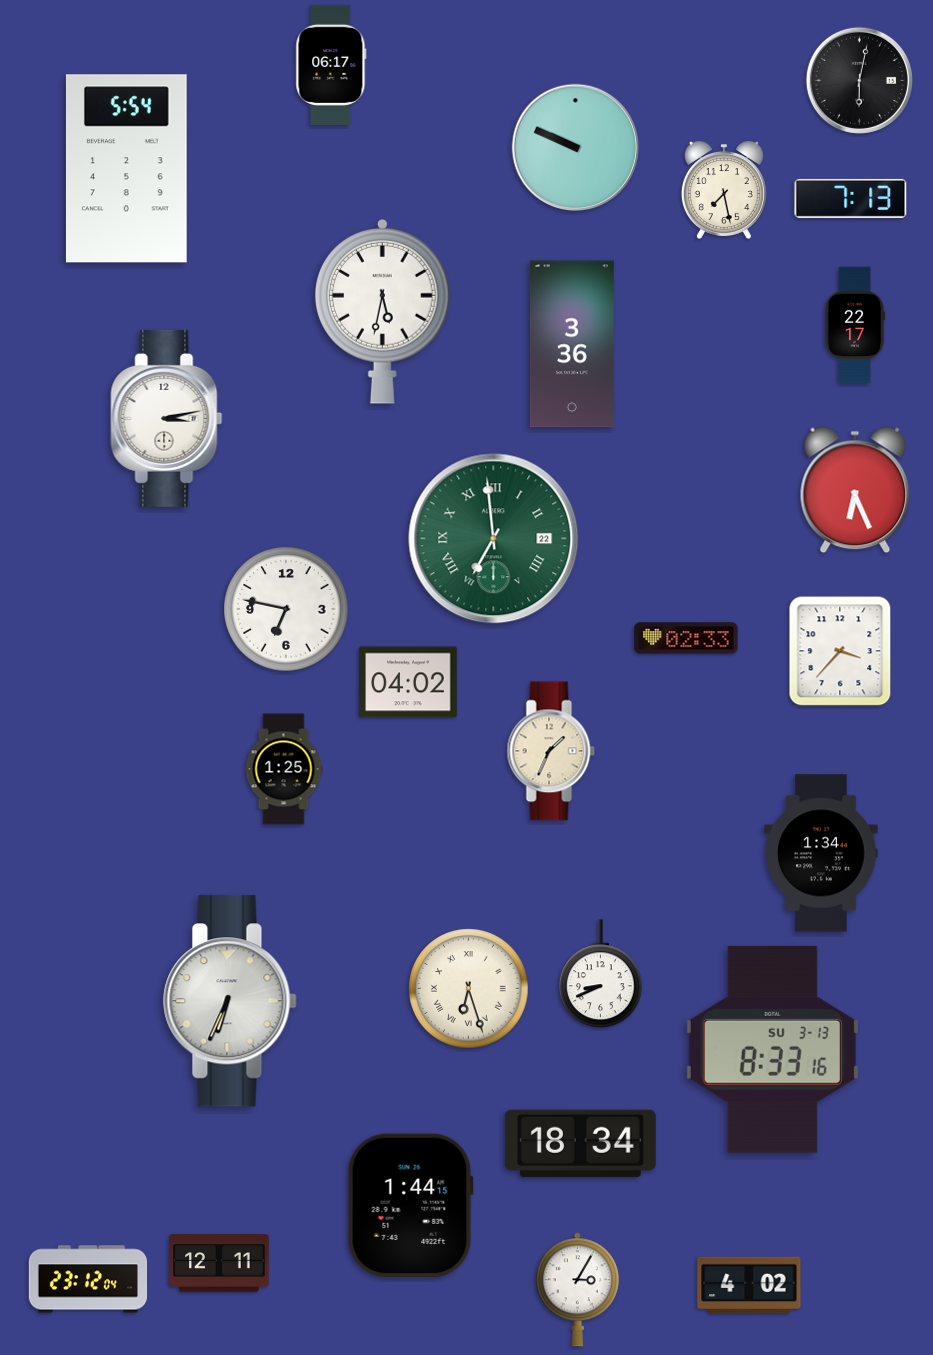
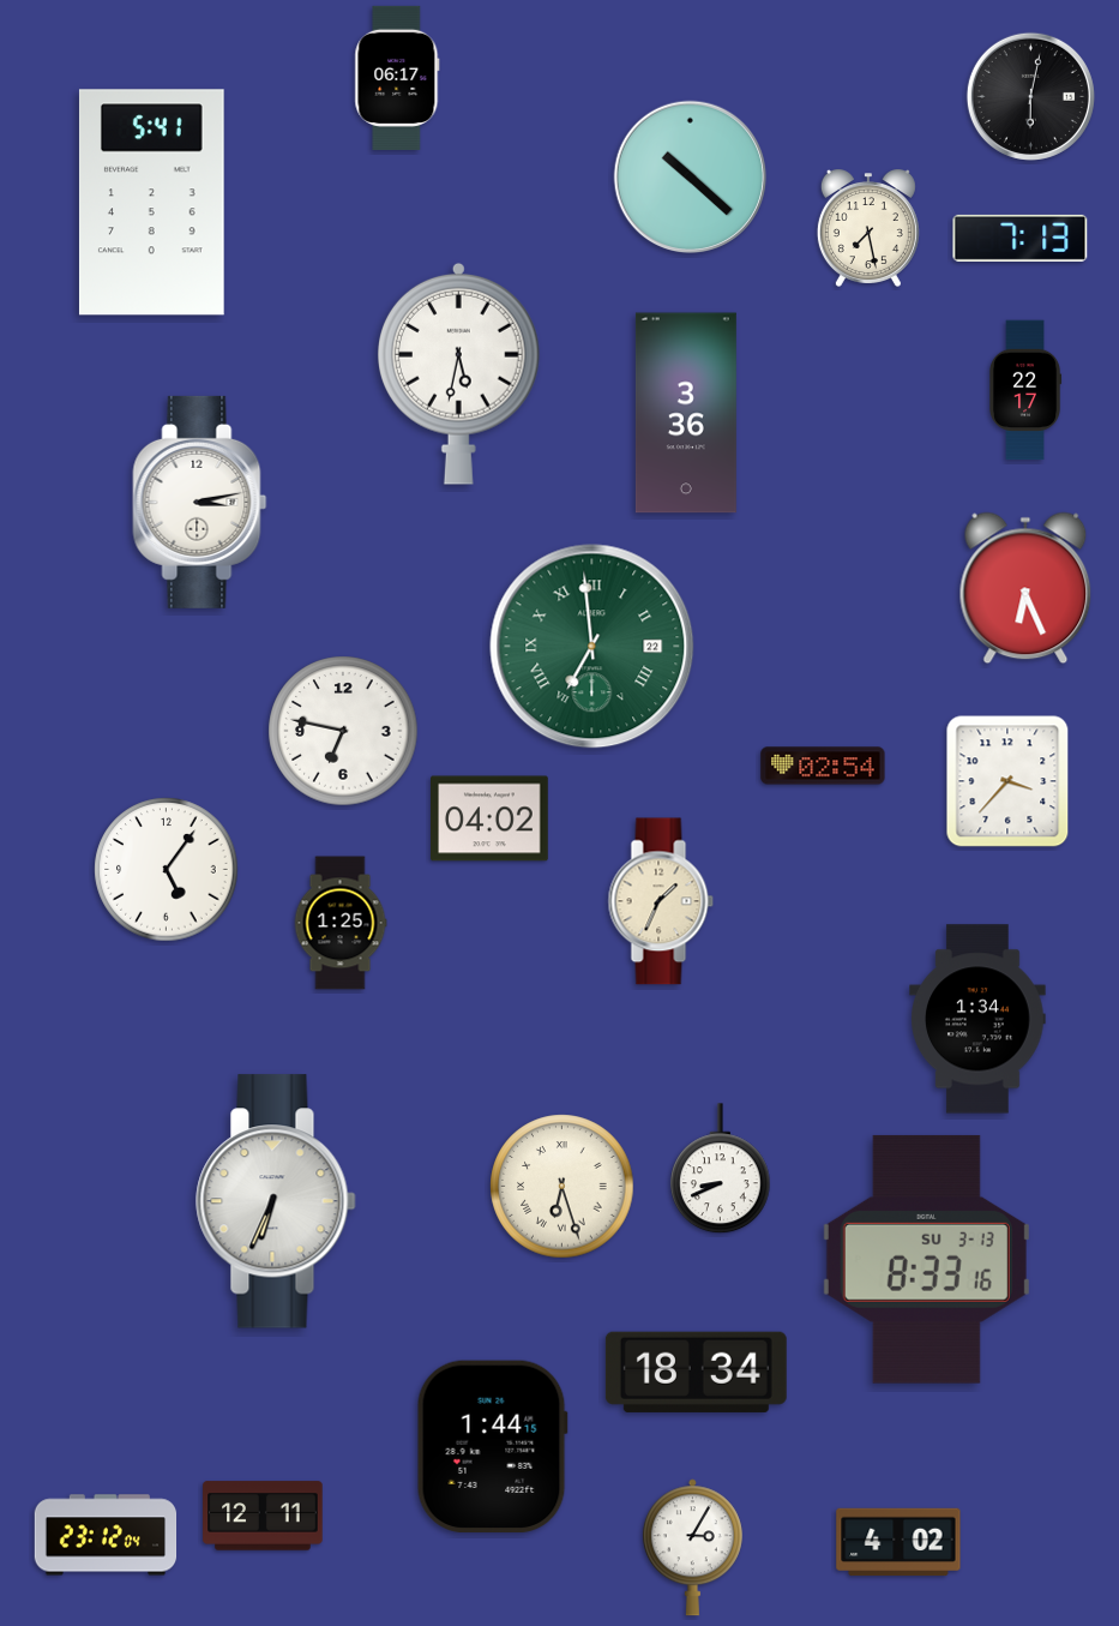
clock at (576, 148): 9:49 -> 10:22
clock at (126, 169): 5:54 -> 5:41
clock at (686, 638): 02:33 -> 02:54
clock at (167, 870): none -> 5:06
clock at (821, 853) position: (821, 853) -> (977, 1019)
